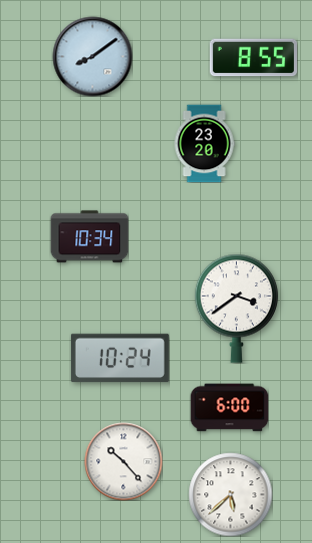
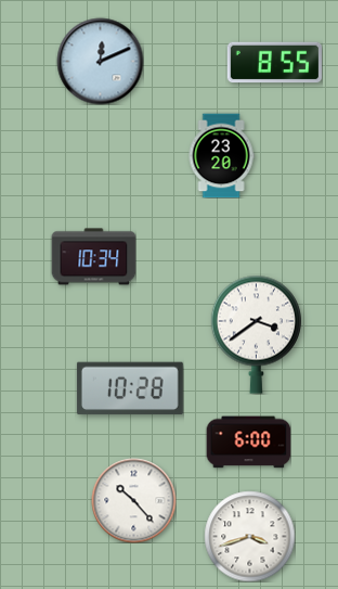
clock at (92, 56): 8:09 -> 12:11
clock at (89, 237) position: (89, 237) -> (93, 257)
clock at (120, 358): 10:24 -> 10:28
clock at (230, 494): 5:38 -> 3:42
